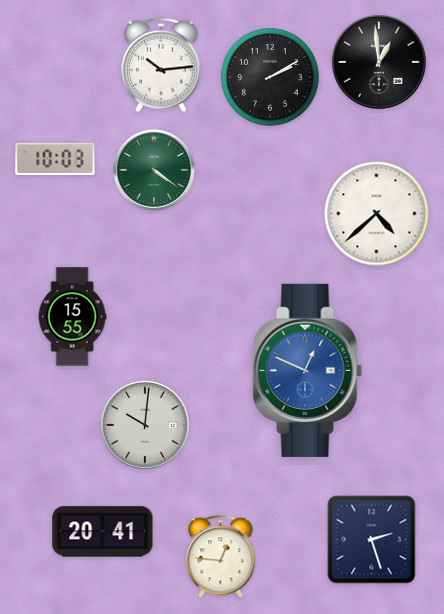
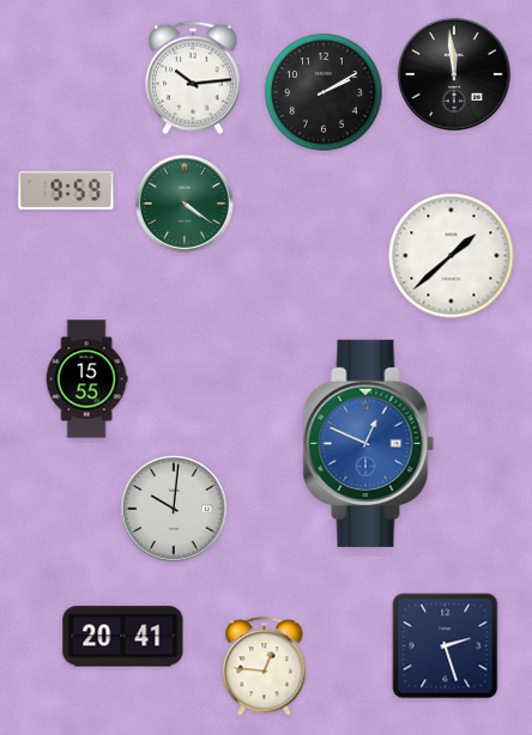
clock at (380, 63): 12:59 -> 11:59
clock at (55, 158): 10:03 -> 9:59
clock at (377, 214): 4:38 -> 1:38
